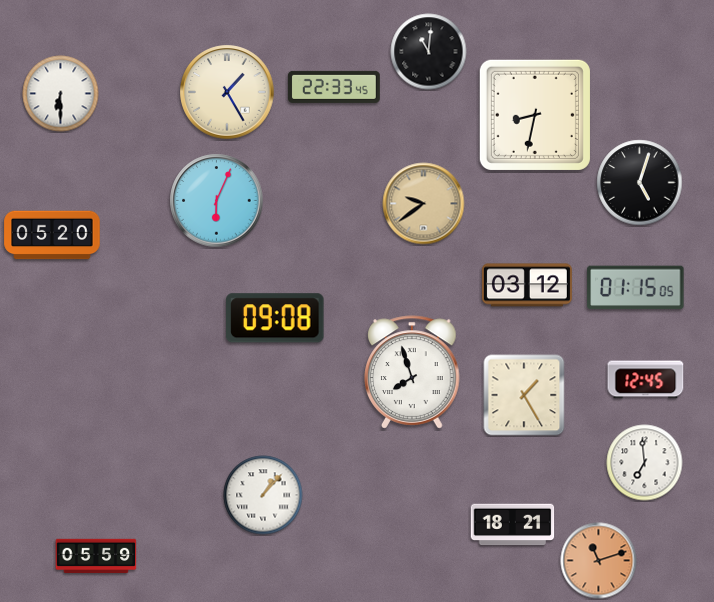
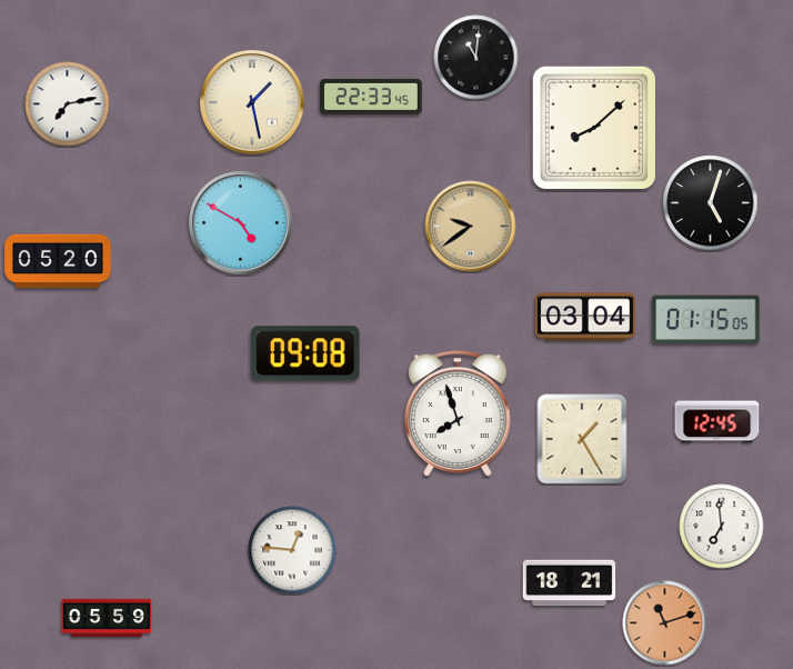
clock at (227, 92): 1:25 -> 1:28
clock at (61, 94): 6:30 -> 7:13
clock at (535, 115): 8:32 -> 8:08
clock at (217, 201): 6:04 -> 4:50
clock at (527, 285): 03:12 -> 03:04
clock at (645, 463) position: (645, 463) -> (722, 527)
clock at (263, 495): 1:07 -> 12:46
